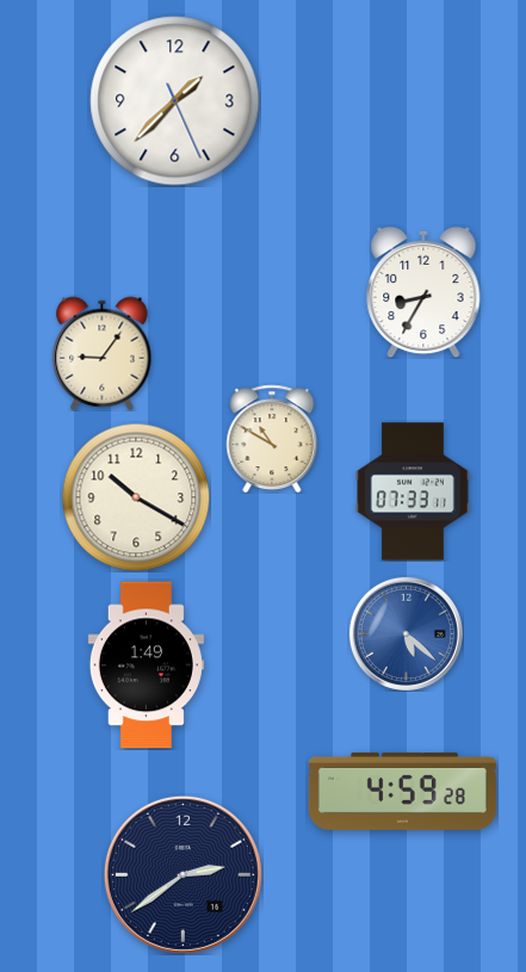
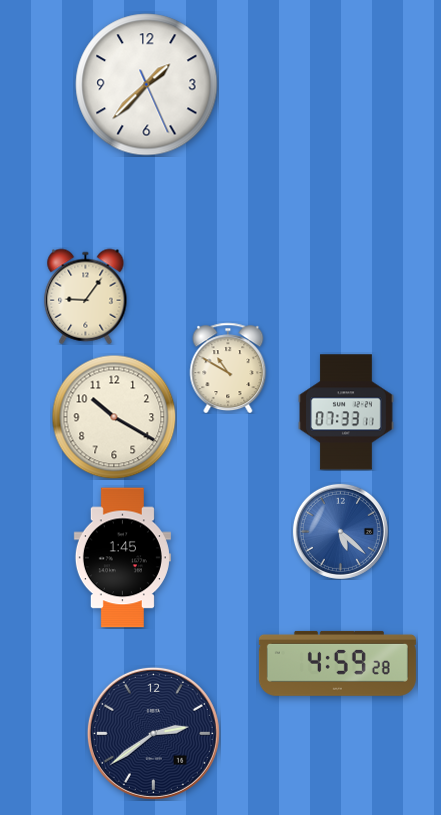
clock at (423, 292): 8:35 -> none
clock at (146, 665): 1:49 -> 1:45
